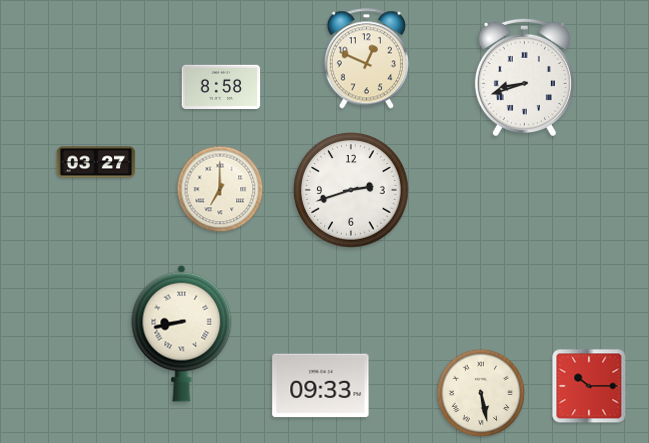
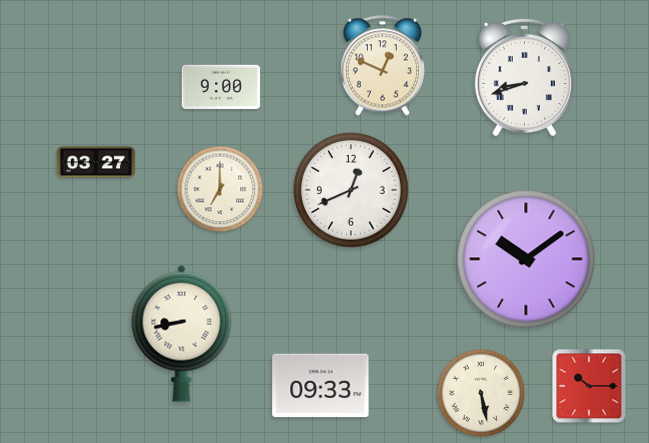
clock at (366, 59) position: (366, 59) -> (382, 66)
clock at (221, 86): 8:58 -> 9:00
clock at (351, 190): 2:42 -> 12:41
clock at (526, 259): none -> 10:09
